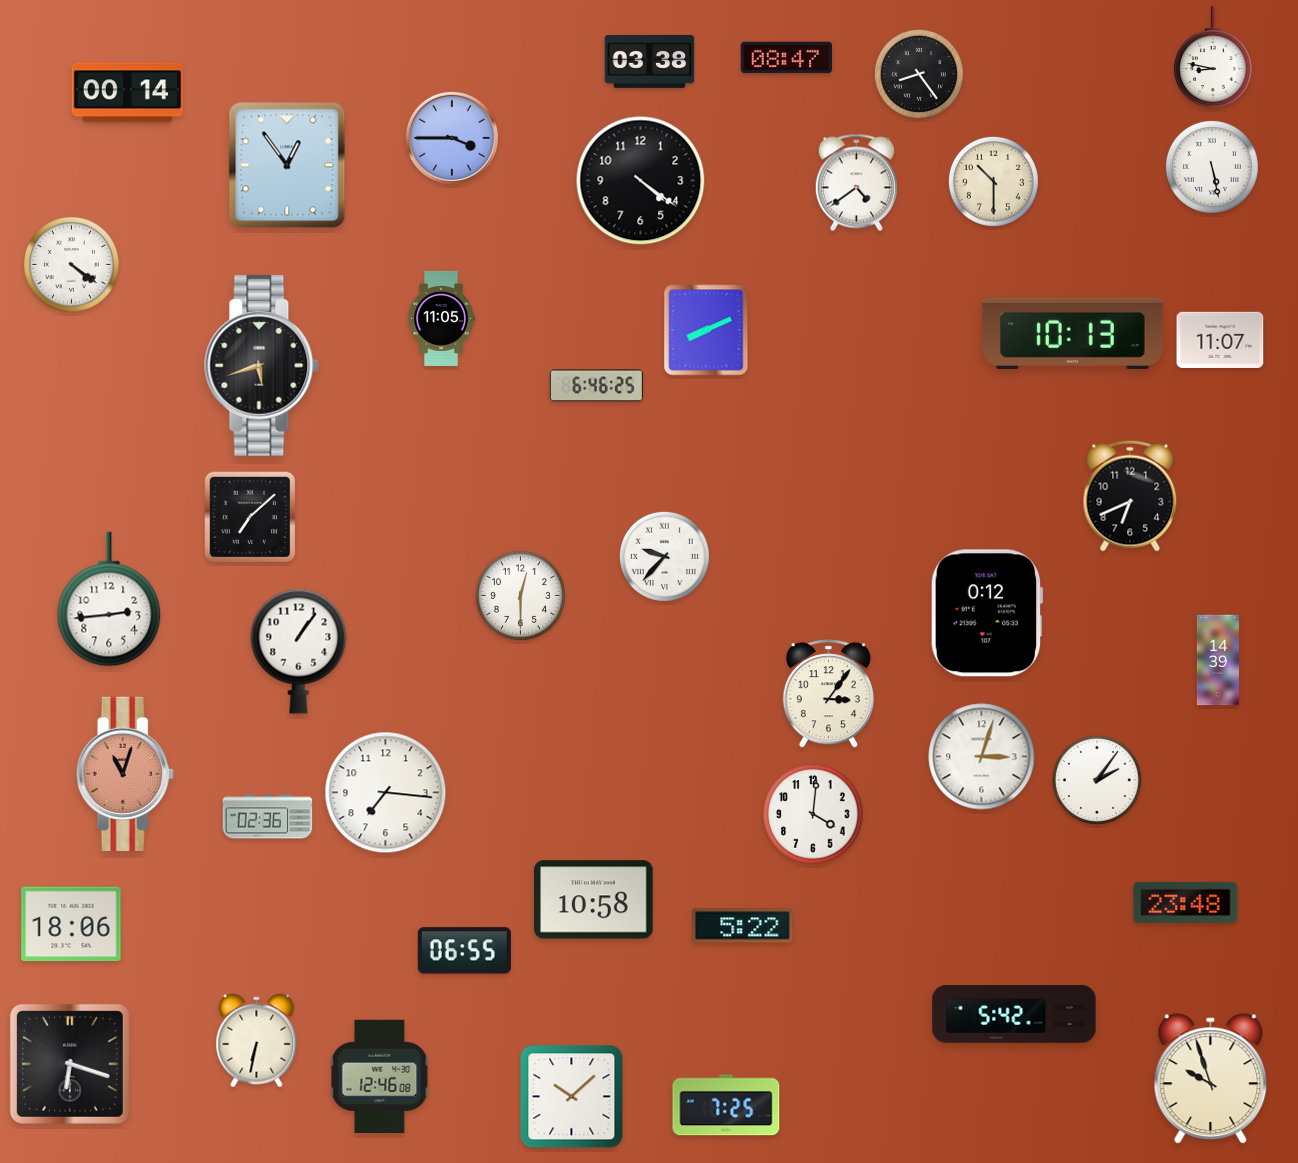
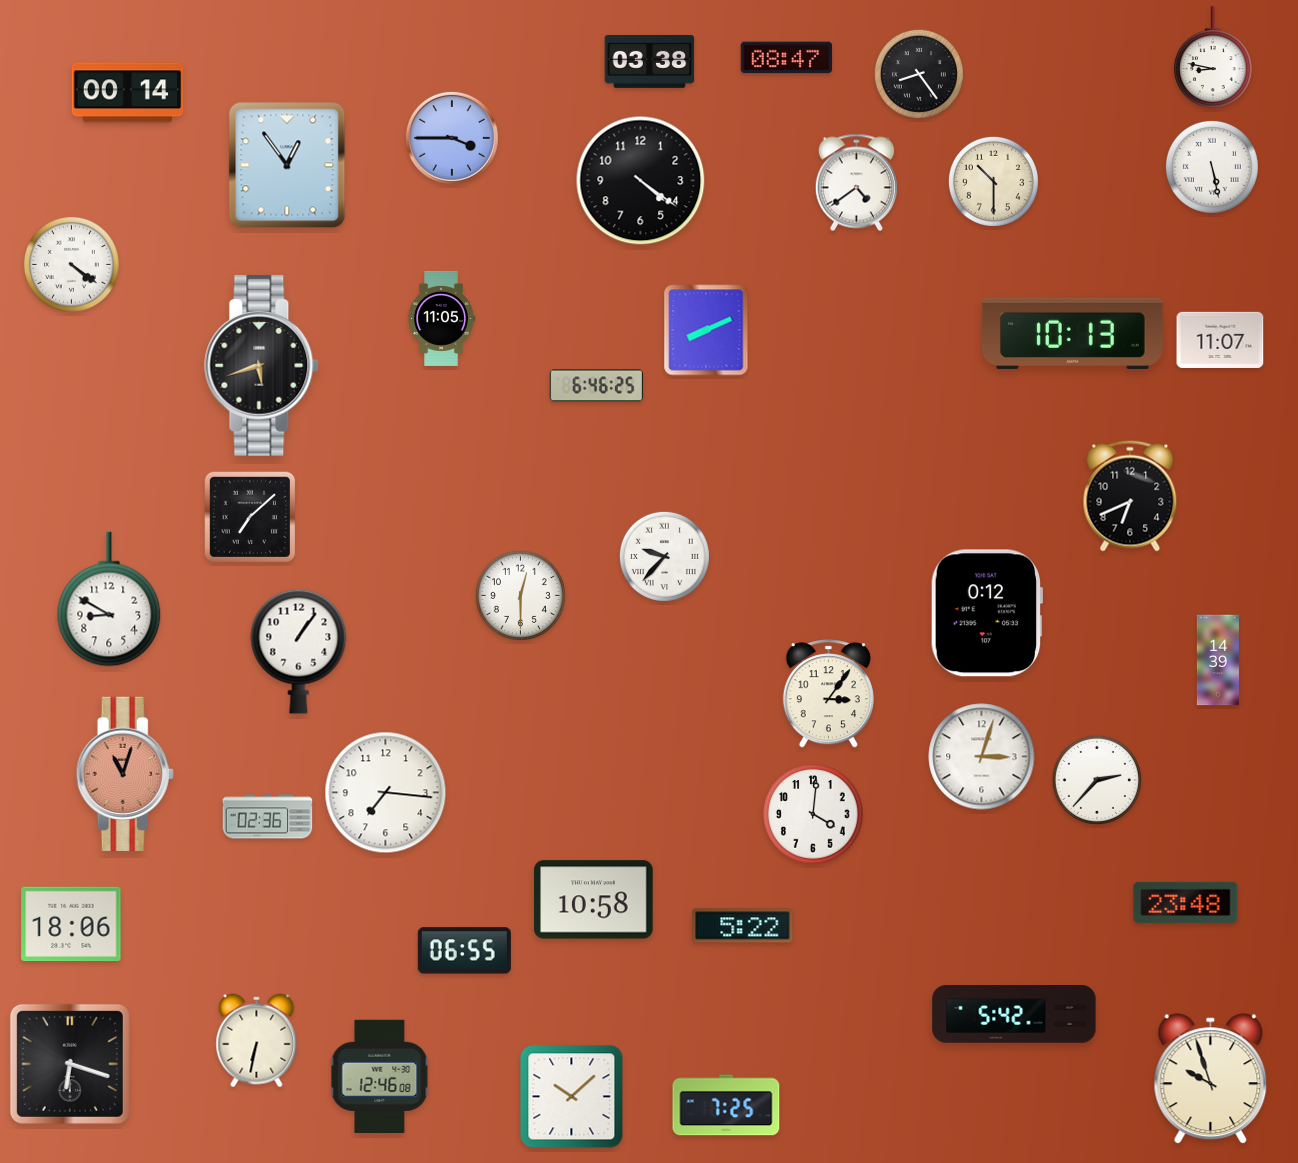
clock at (109, 599): 2:44 -> 8:50
clock at (1097, 780): 2:06 -> 2:37
